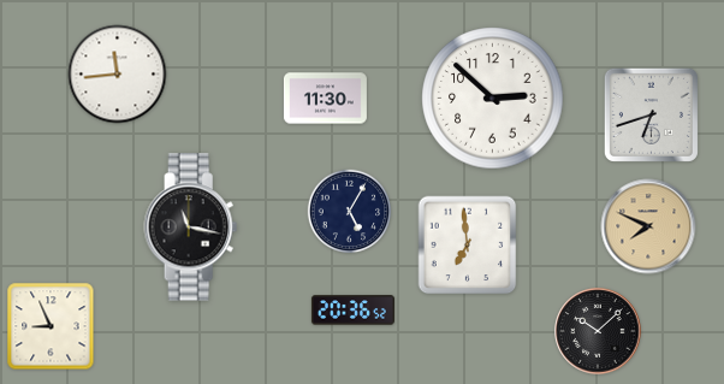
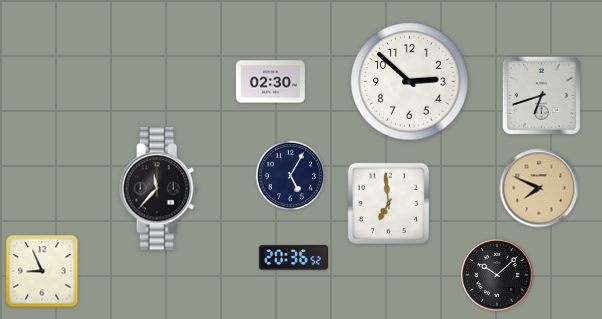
clock at (118, 75): 11:44 -> none
clock at (325, 99): 11:30 -> 02:30
clock at (191, 228): 11:17 -> 11:37
